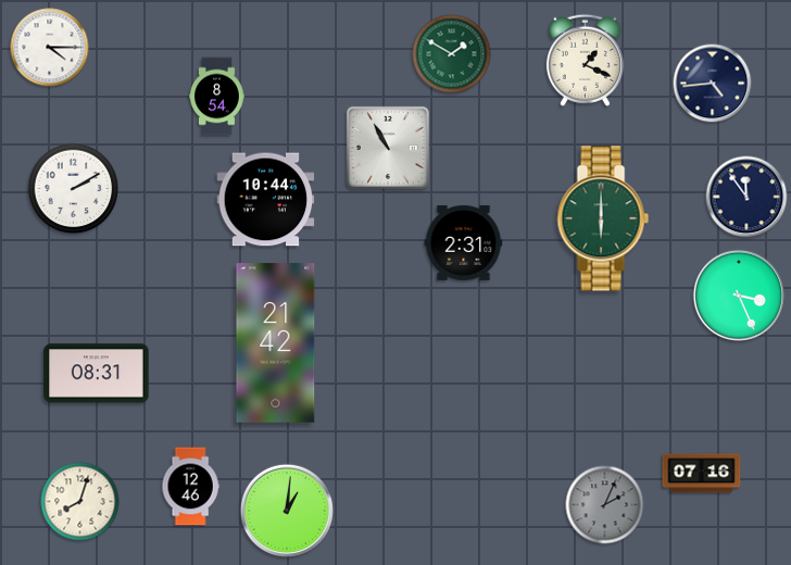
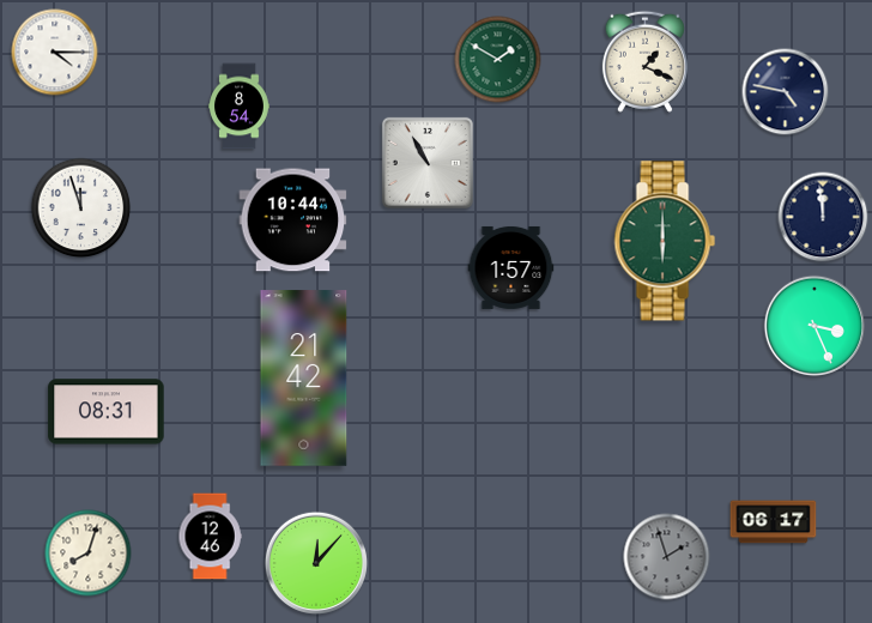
clock at (585, 60) position: (585, 60) -> (644, 61)
clock at (713, 84): 4:44 -> 4:47
clock at (74, 189): 2:10 -> 11:57
clock at (746, 197): 11:54 -> 11:59
clock at (464, 242): 2:31 -> 1:57
clock at (702, 474): 07:16 -> 06:17
clock at (605, 505): 2:04 -> 1:57
clock at (287, 511): 1:01 -> 12:07
